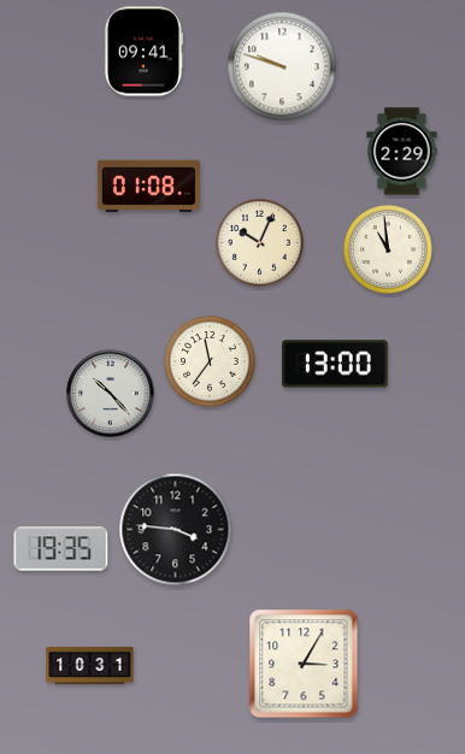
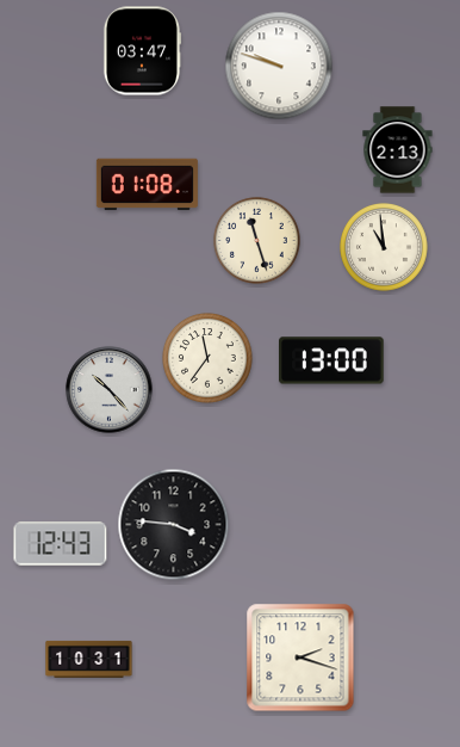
clock at (143, 52): 09:41 -> 03:47
clock at (402, 152): 2:29 -> 2:13
clock at (259, 242): 10:04 -> 11:27
clock at (61, 549): 19:35 -> 12:43
clock at (304, 664): 3:05 -> 2:18
